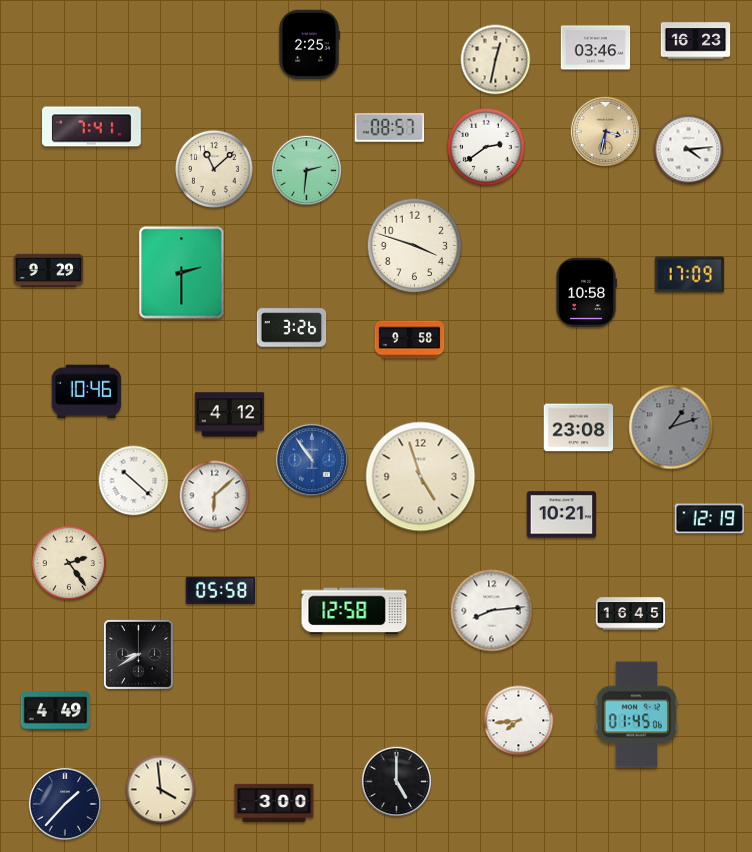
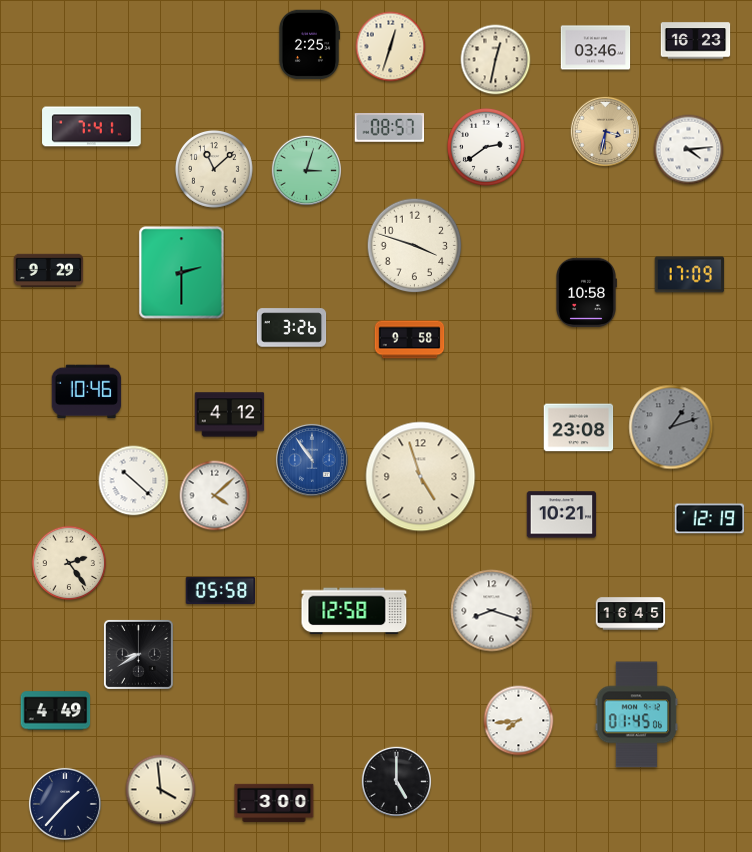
clock at (391, 47): none -> 12:33
clock at (306, 170): 2:31 -> 3:03
clock at (215, 496): 6:08 -> 4:08
clock at (492, 611): 8:14 -> 8:18
